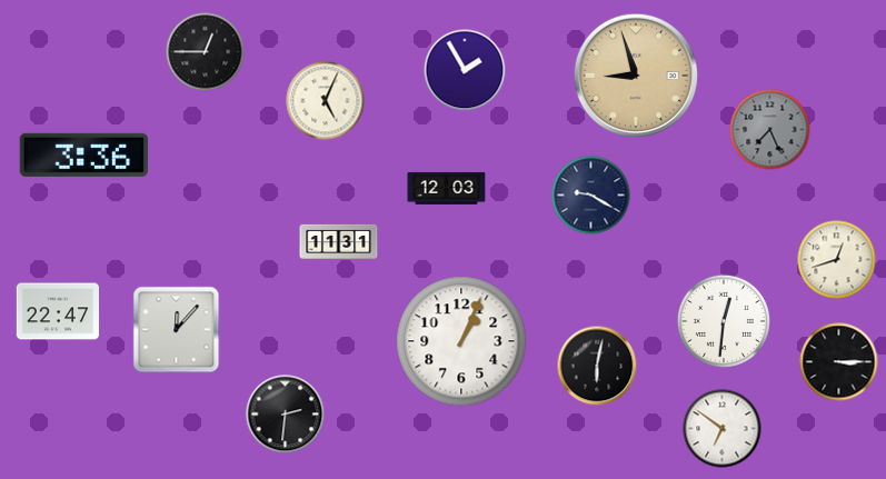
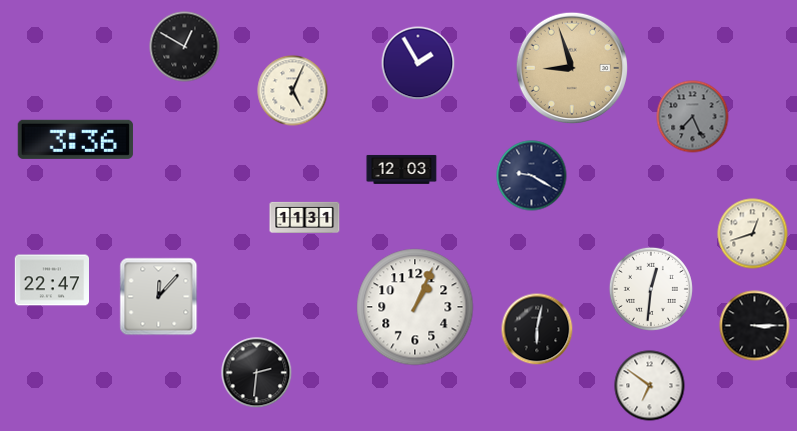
clock at (206, 52): 12:45 -> 12:50
